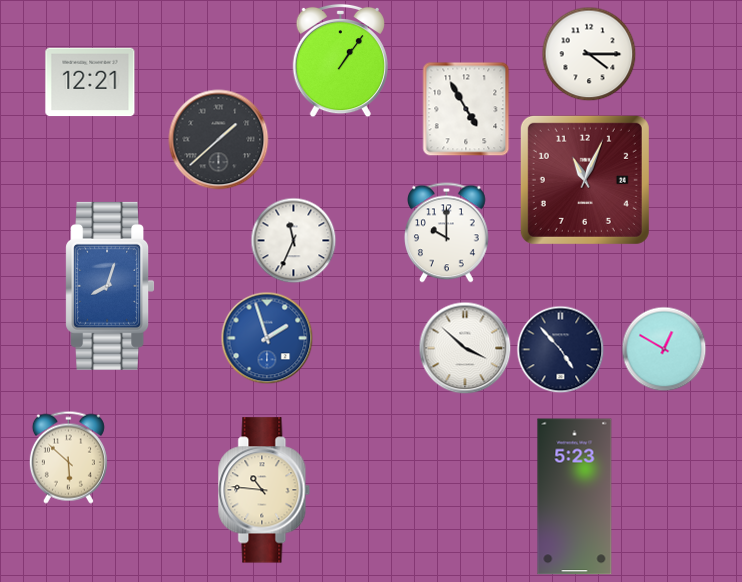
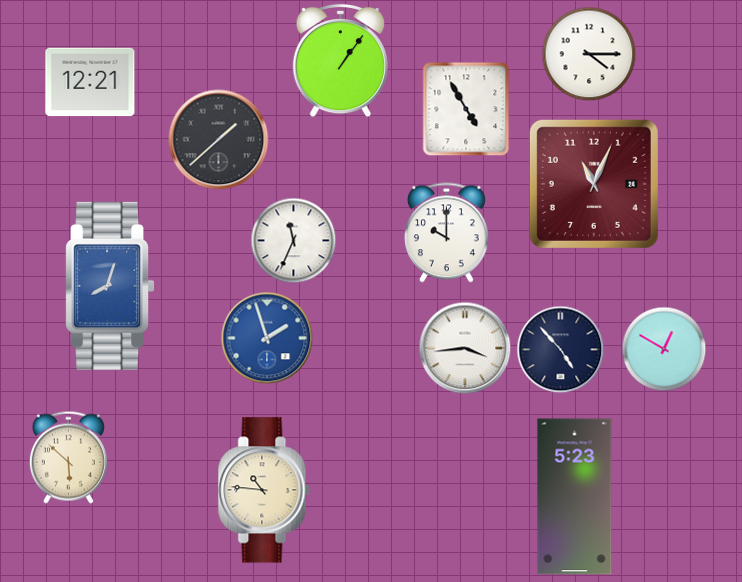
clock at (585, 180) position: (585, 180) -> (594, 184)
clock at (465, 348): 3:52 -> 3:44
